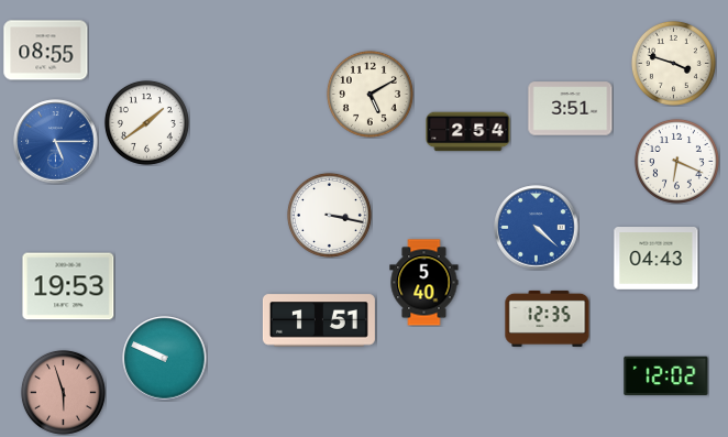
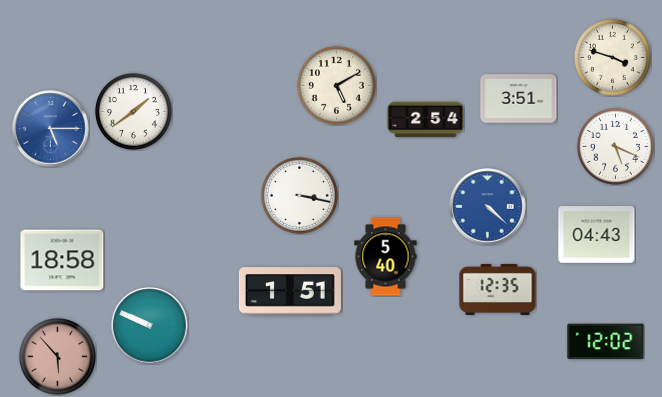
clock at (46, 51): 08:55 -> none
clock at (676, 161): 6:19 -> 5:19
clock at (68, 286): 19:53 -> 18:58
clock at (63, 392): 5:57 -> 5:53
